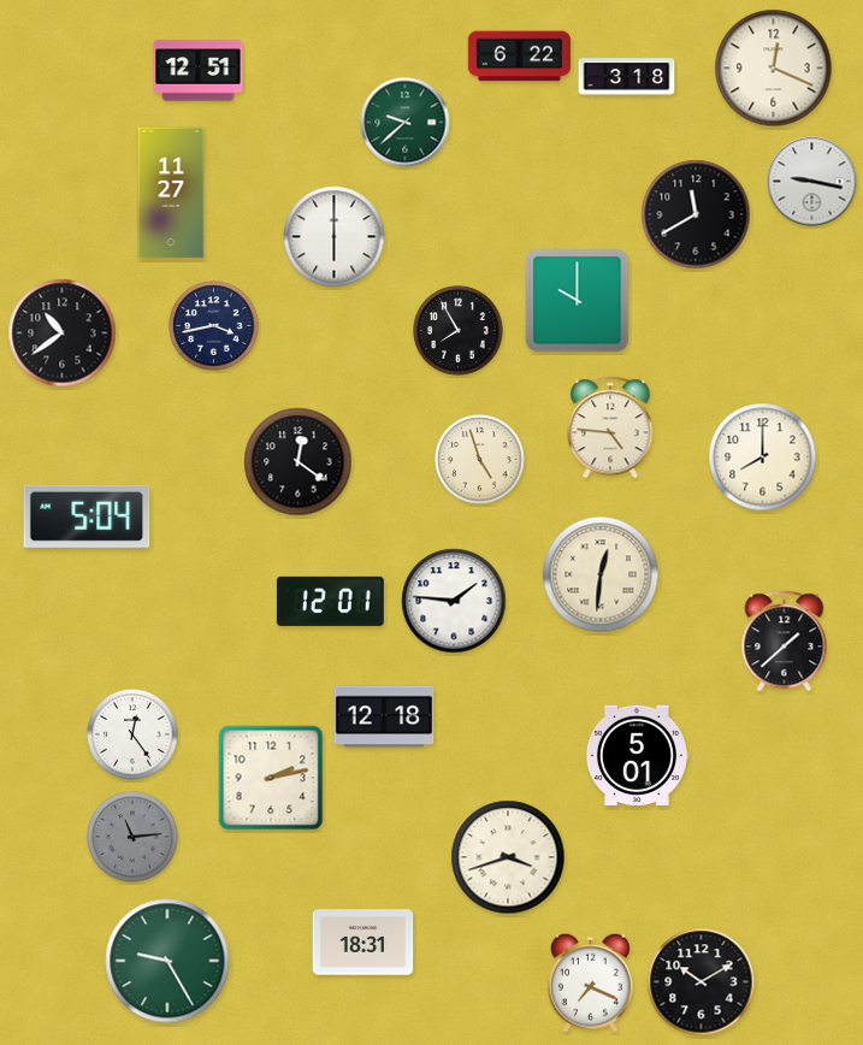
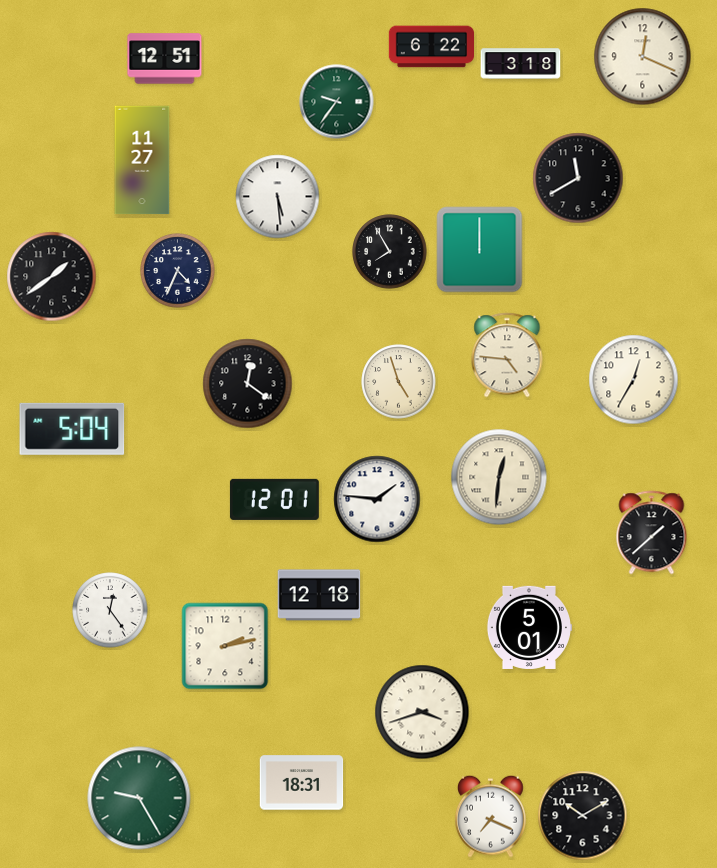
clock at (406, 123): 9:38 -> 9:36
clock at (812, 182): 9:17 -> none
clock at (335, 237): 6:00 -> 5:29
clock at (578, 301): 10:00 -> 12:00
clock at (214, 326): 3:43 -> 4:34
clock at (459, 331) position: (459, 331) -> (390, 252)
clock at (63, 333): 10:39 -> 1:39
clock at (763, 457): 8:00 -> 12:35
clock at (132, 837): 11:14 -> none
